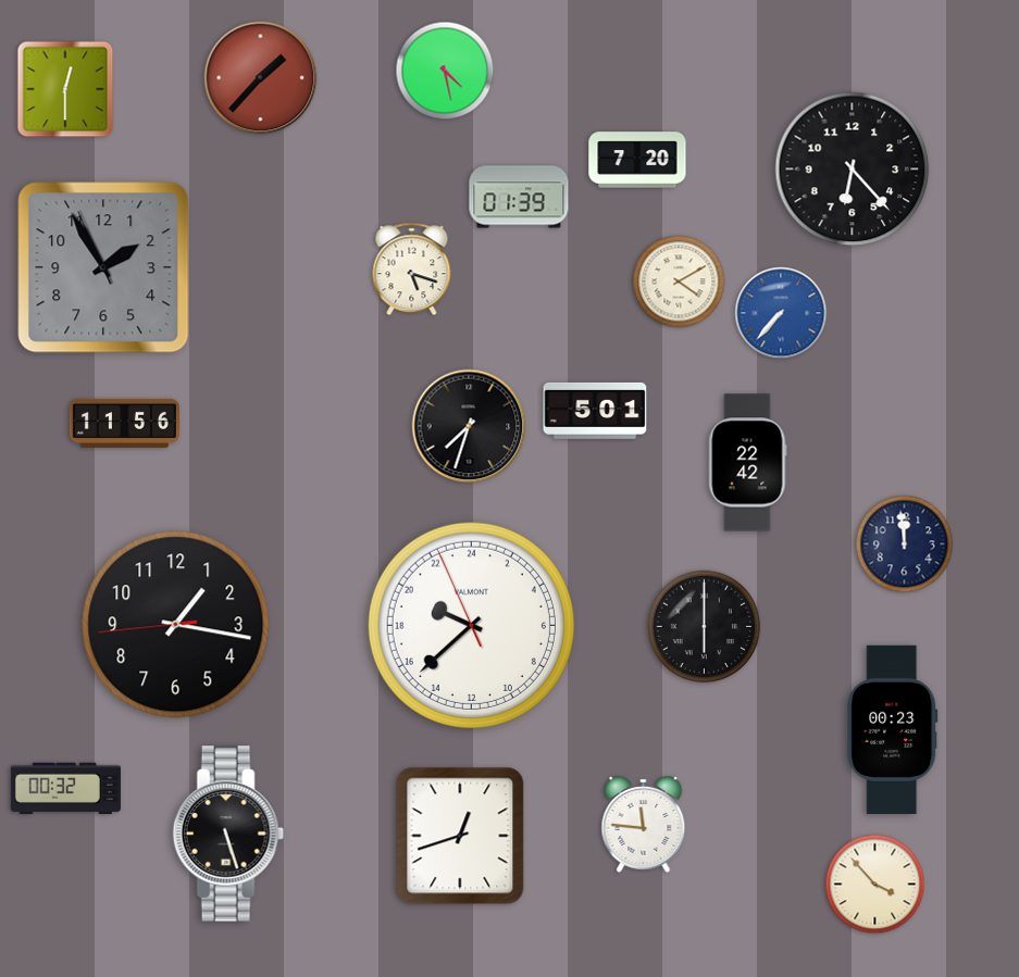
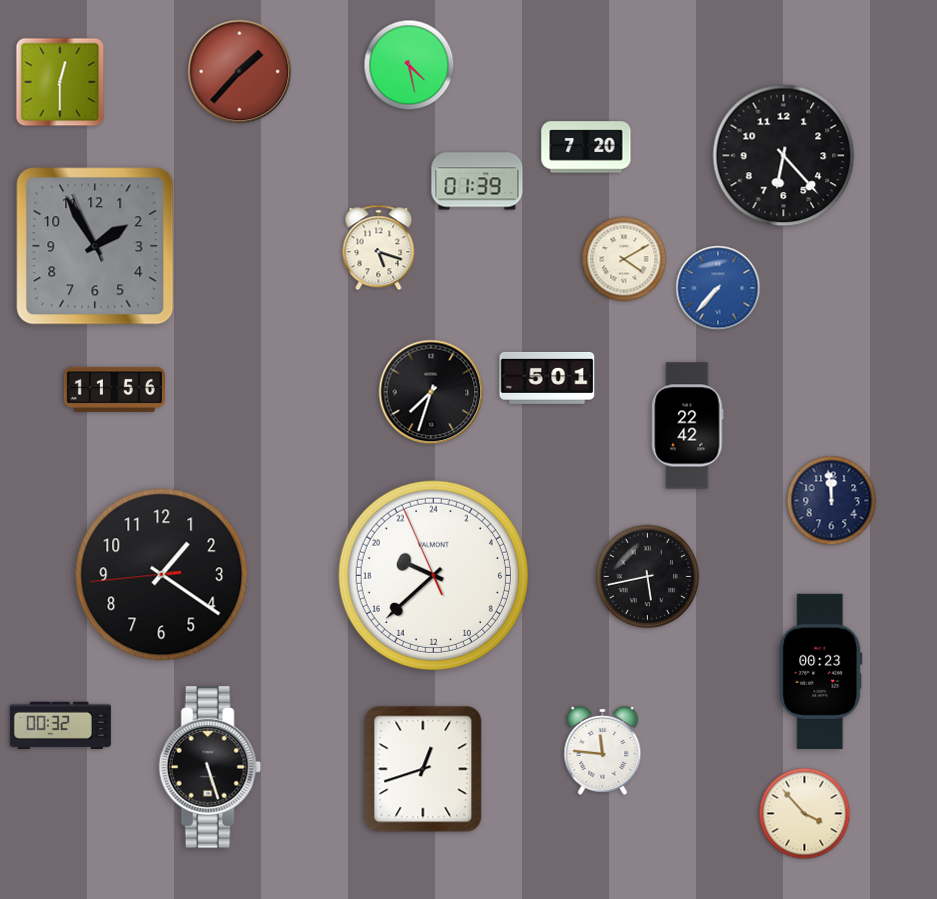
clock at (176, 625): 1:16 -> 1:20
clock at (705, 627): 6:00 -> 5:43
clock at (644, 824) position: (644, 824) -> (603, 750)
